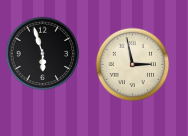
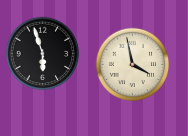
clock at (133, 65): 2:58 -> 3:58
